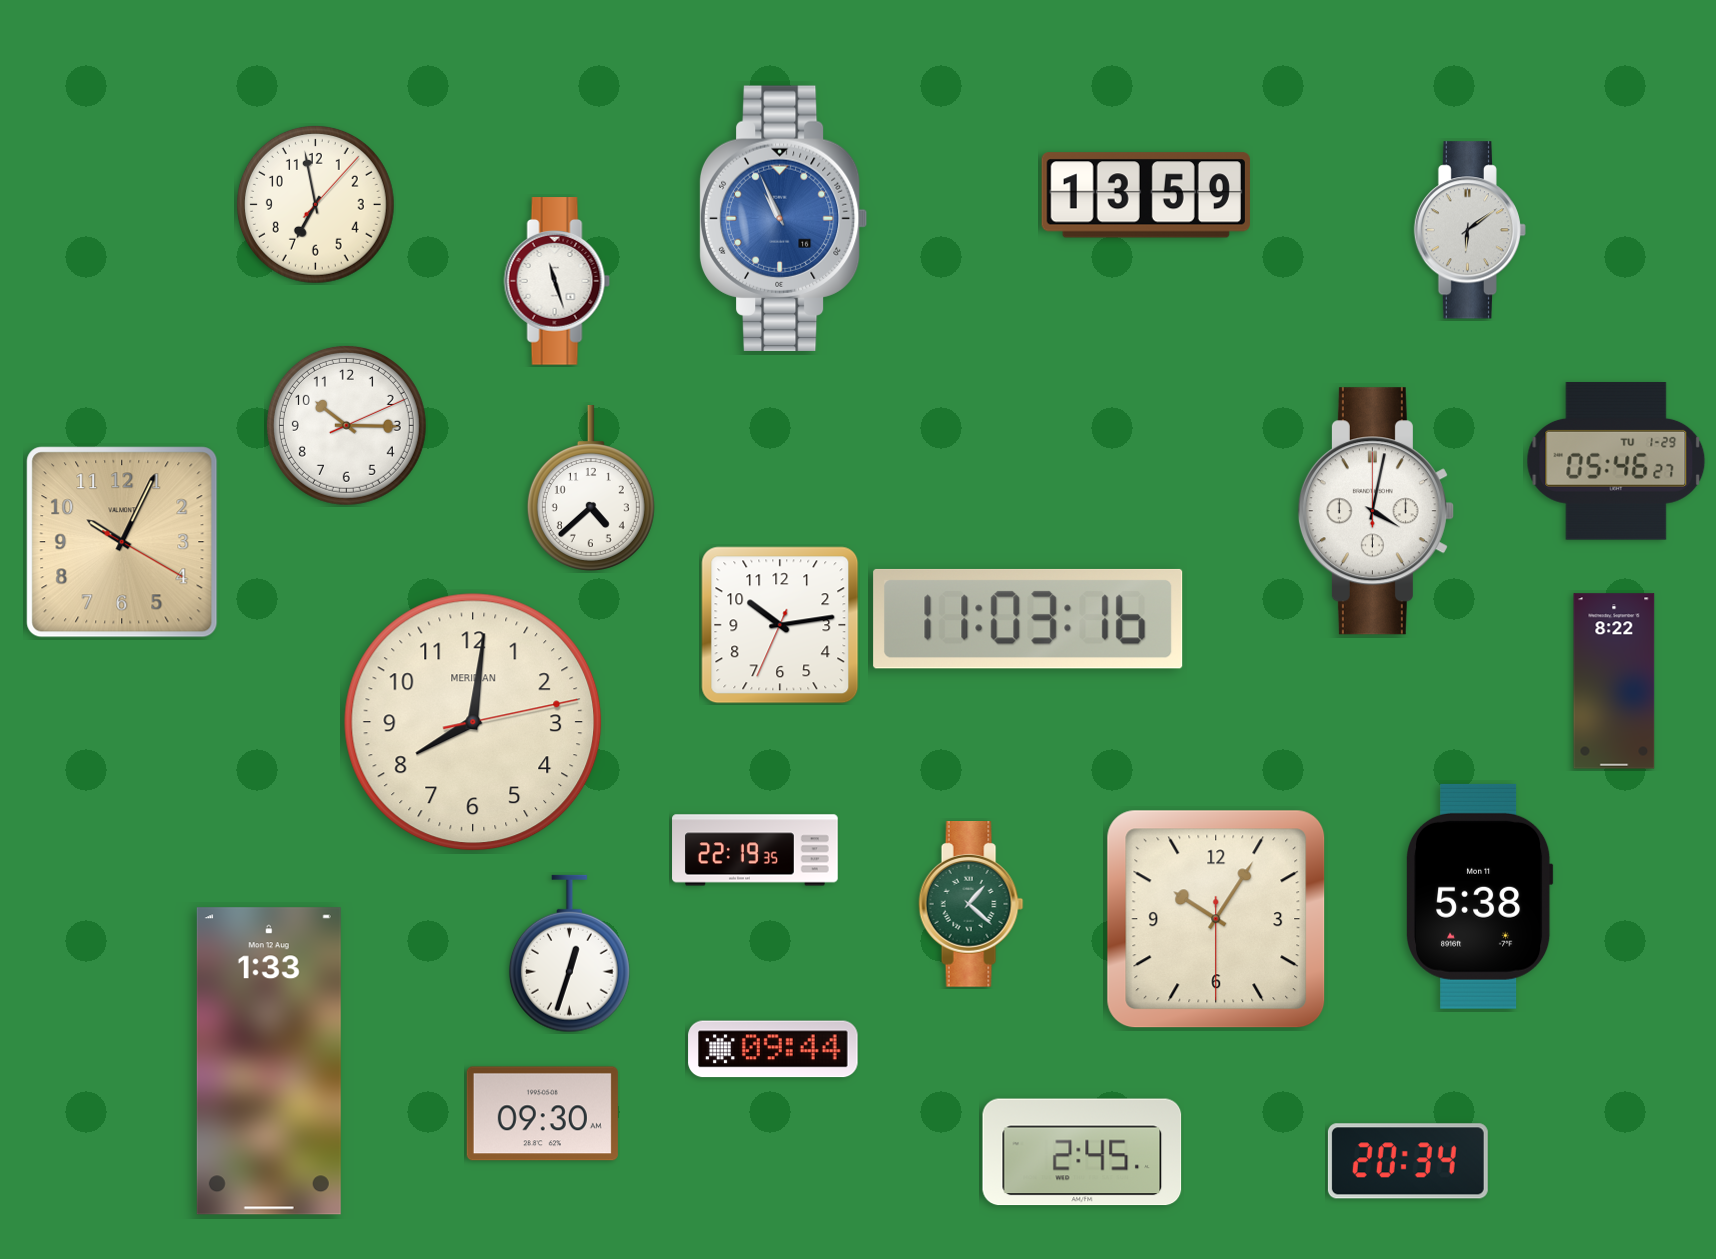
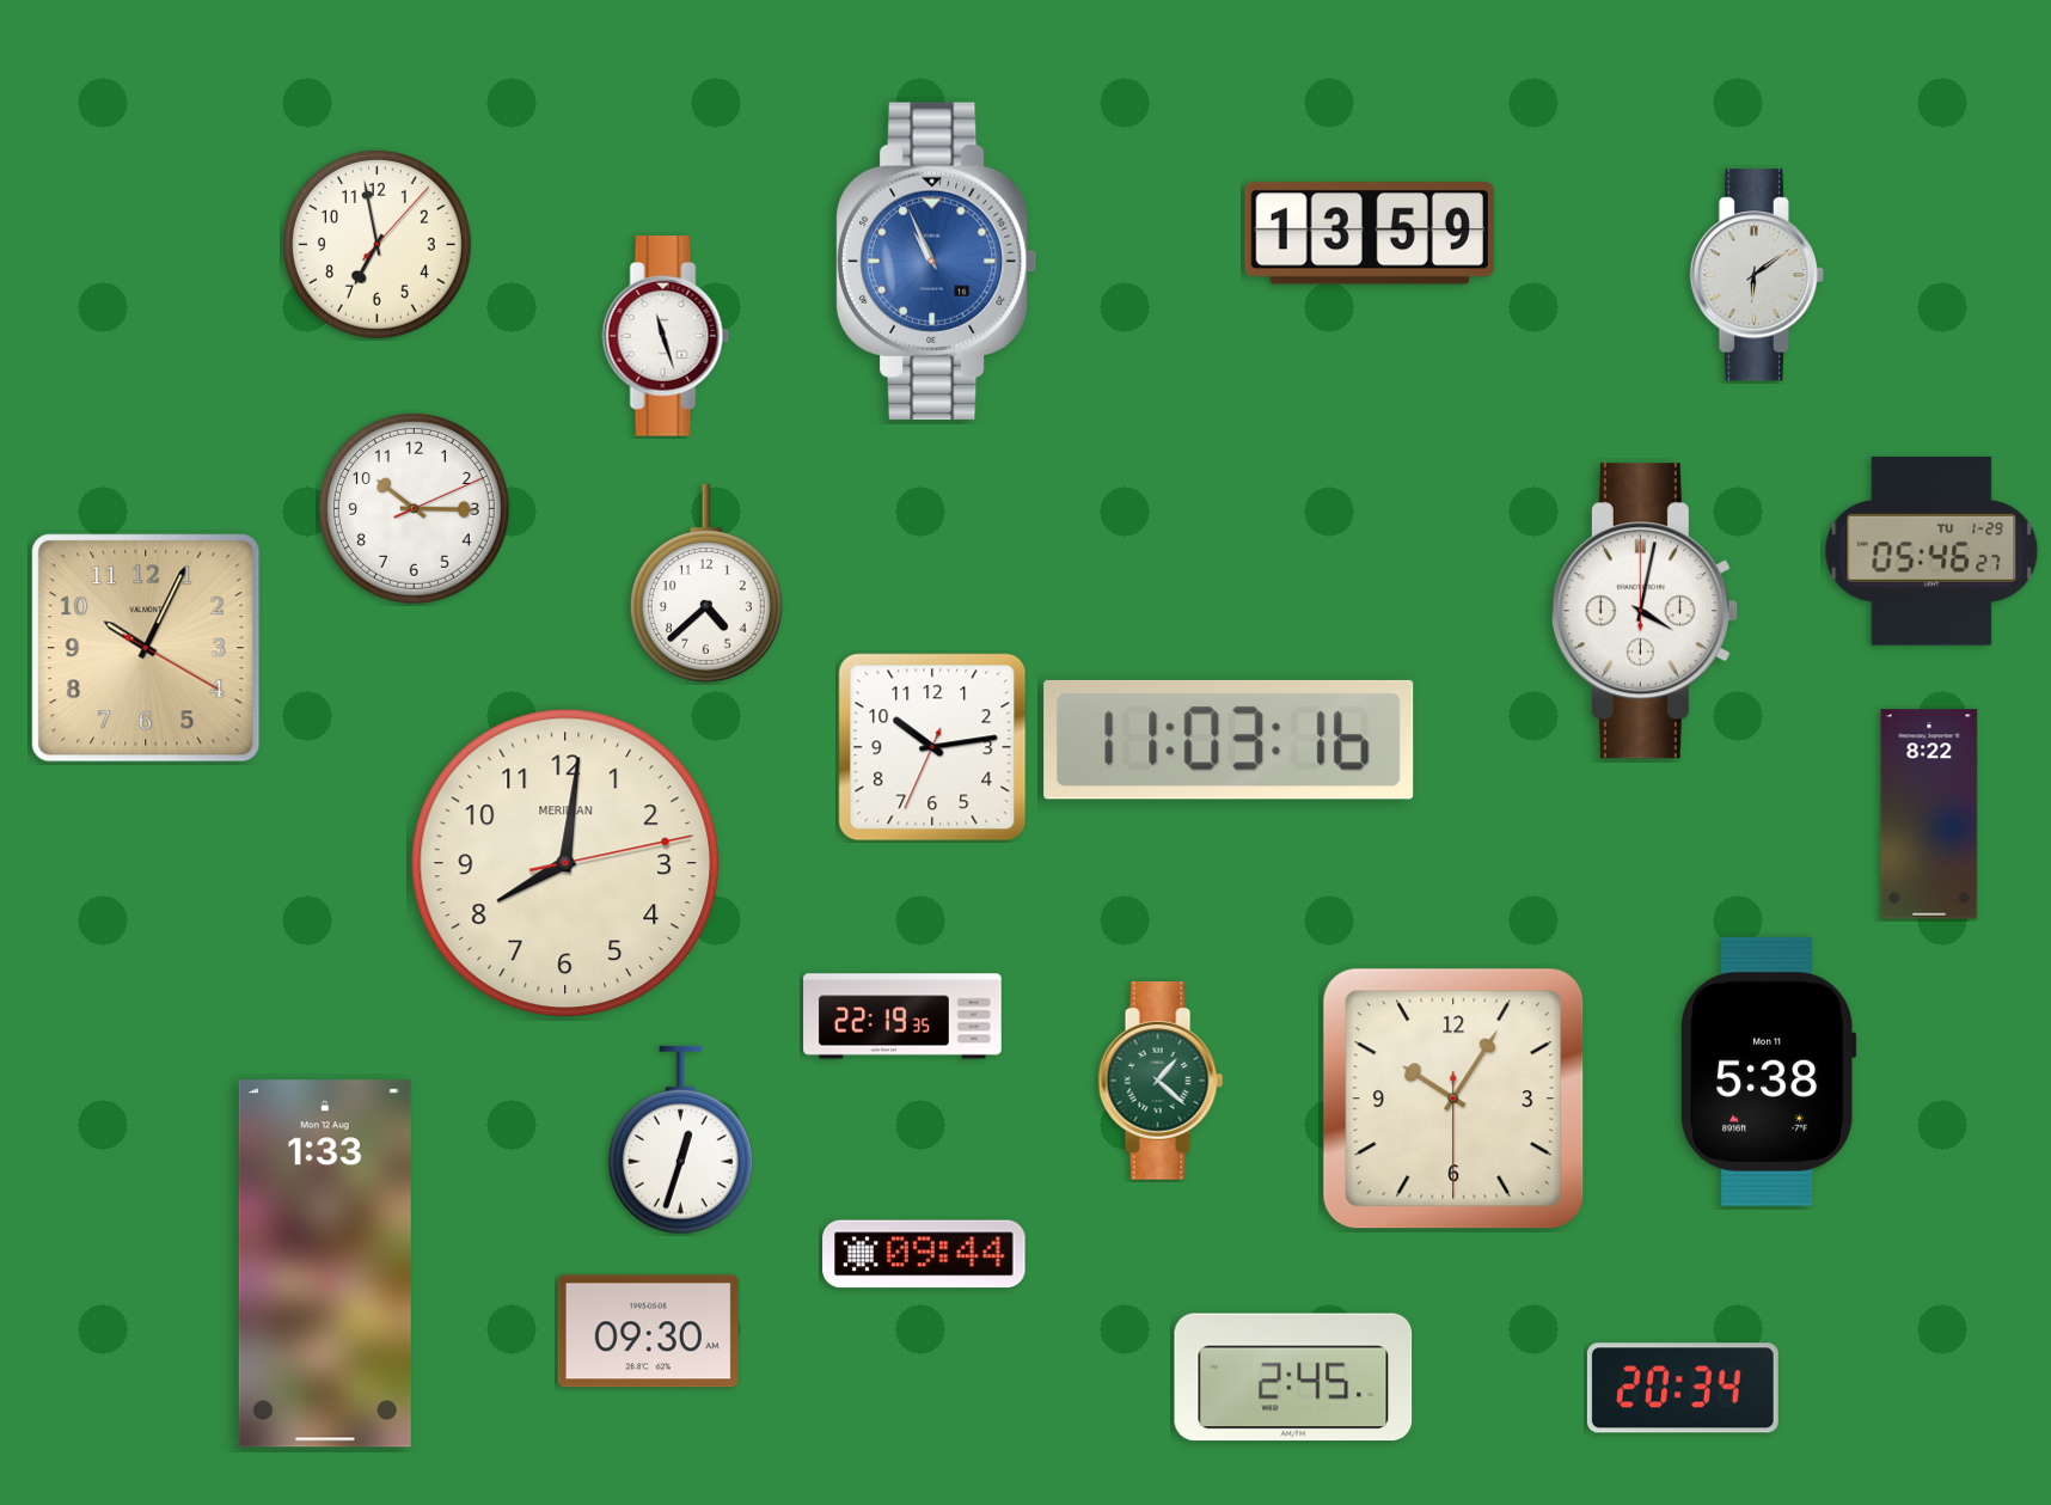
clock at (269, 1061) position: (269, 1061) -> (325, 1264)
